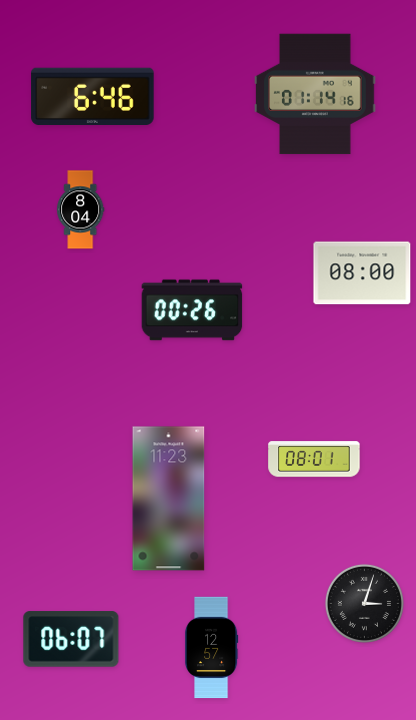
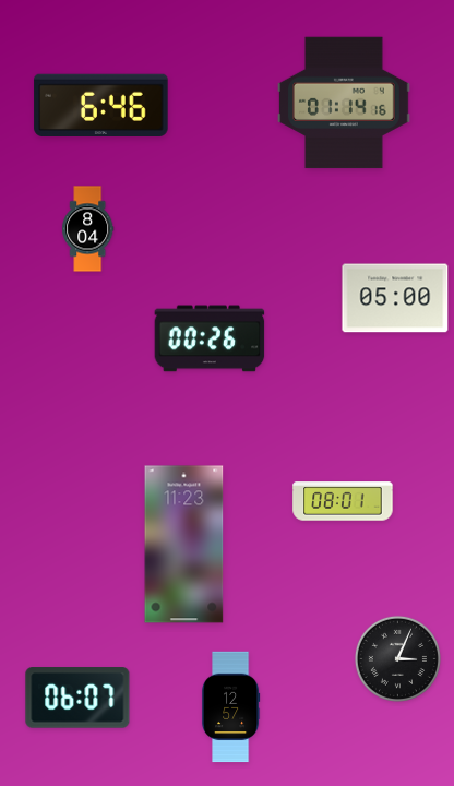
clock at (362, 273): 08:00 -> 05:00
clock at (364, 603): 3:03 -> 3:04
